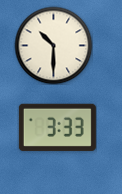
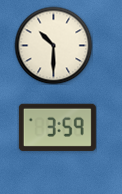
clock at (57, 127): 3:33 -> 3:59
